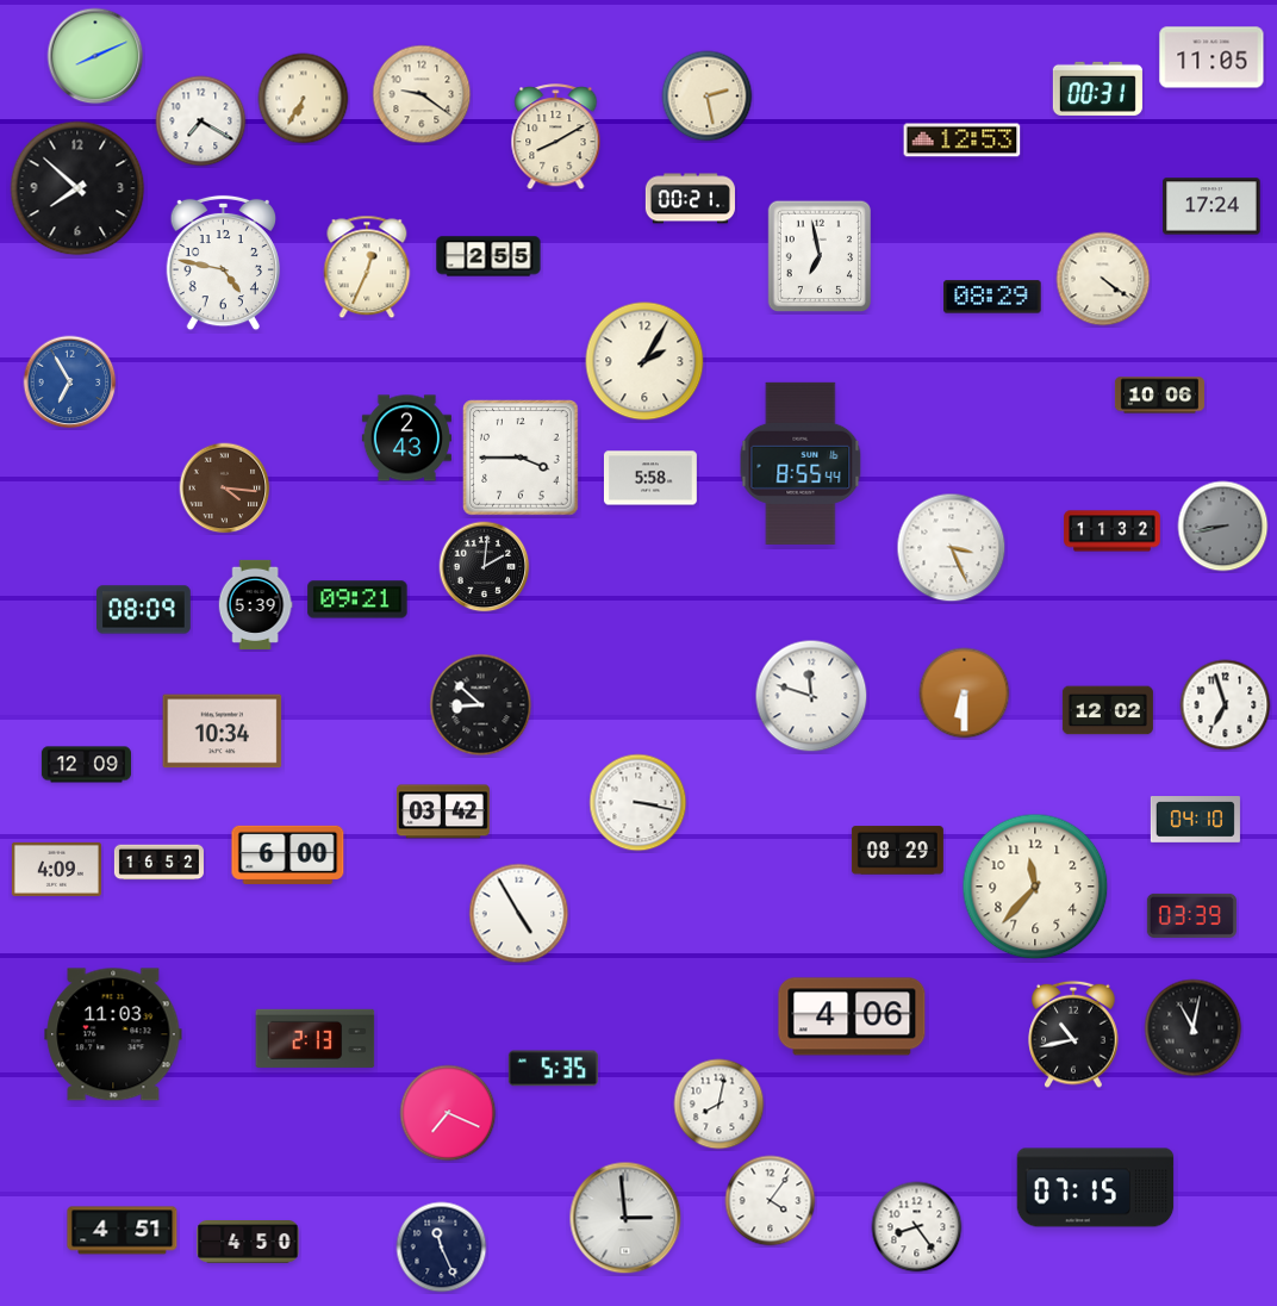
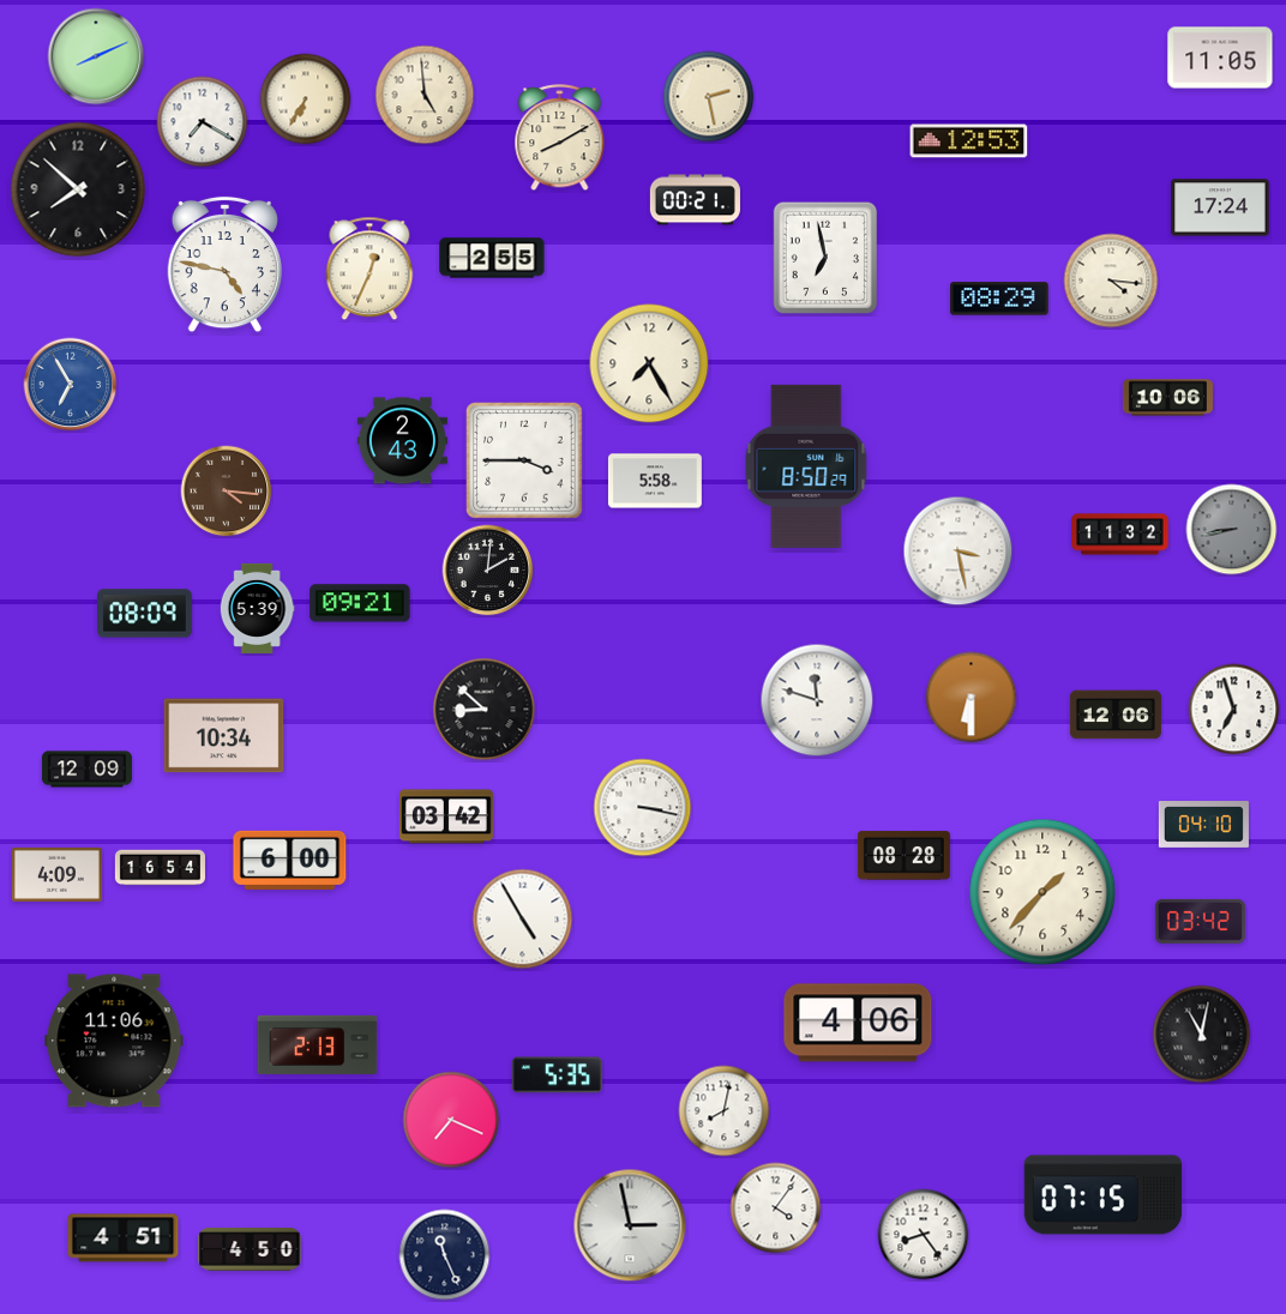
clock at (1097, 88): 00:31 -> none
clock at (422, 94): 9:21 -> 4:59
clock at (708, 97) position: (708, 97) -> (709, 97)
clock at (1103, 279): 4:21 -> 4:16
clock at (644, 361): 2:05 -> 7:25
clock at (406, 439) position: (406, 439) -> (402, 441)
clock at (801, 464): 8:55 -> 8:50
clock at (952, 548): 3:26 -> 3:28
clock at (1108, 710): 12:02 -> 12:06
clock at (897, 851): 08:29 -> 08:28
clock at (158, 863): 16:52 -> 16:54
clock at (1035, 887): 11:37 -> 1:37
clock at (1191, 915): 03:39 -> 03:42
clock at (113, 1034): 11:03 -> 11:06
clock at (1073, 1034): 10:43 -> none
clock at (625, 1218): 2:59 -> 2:58
